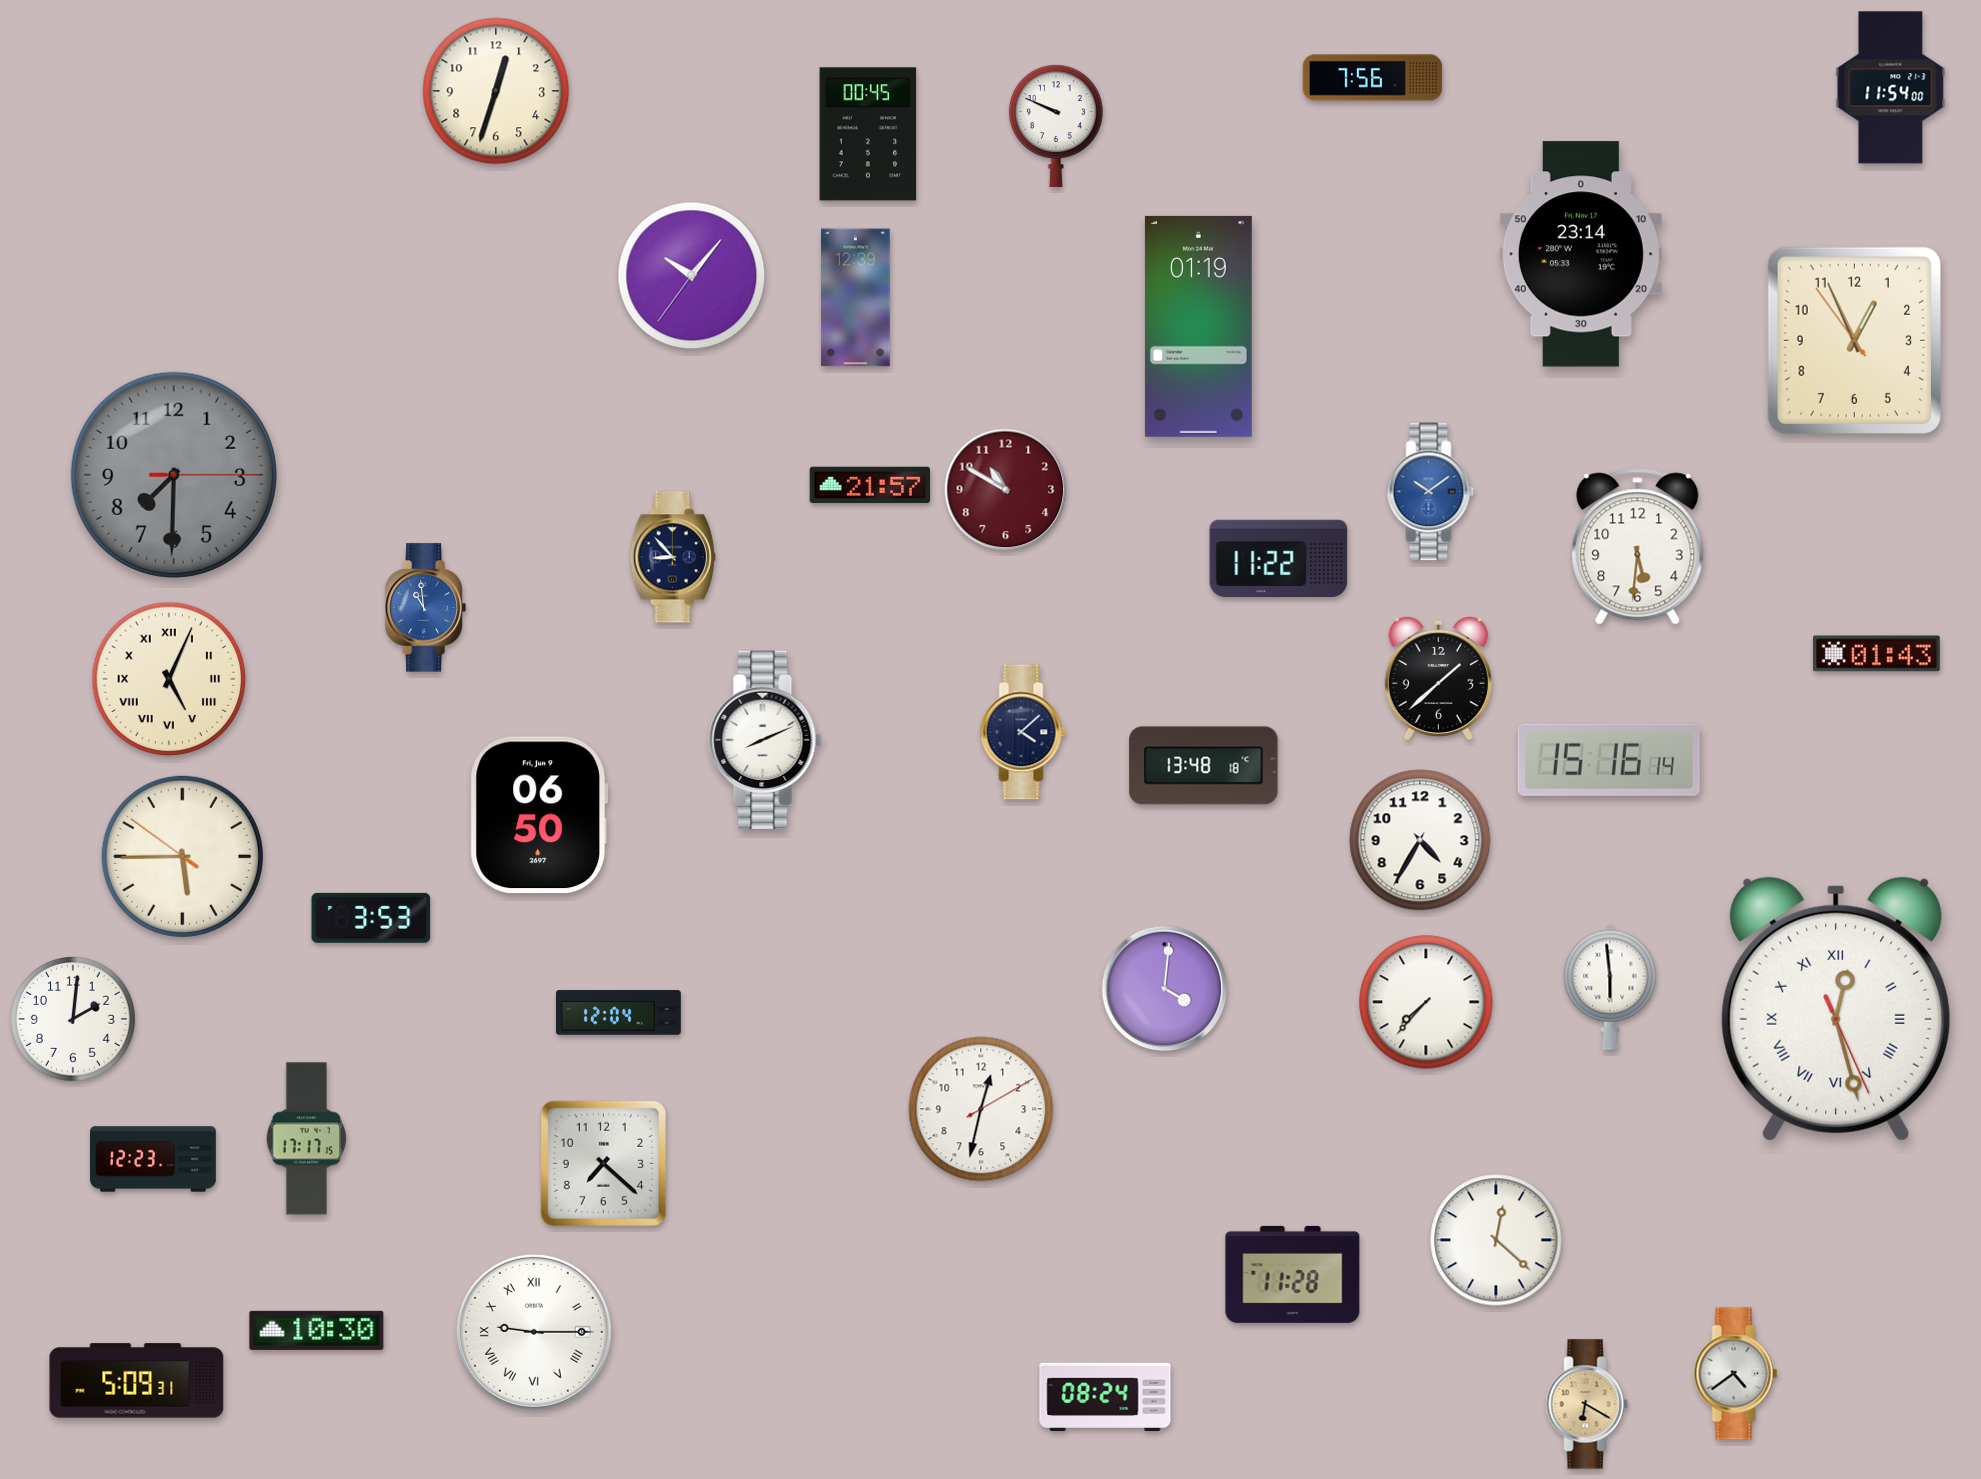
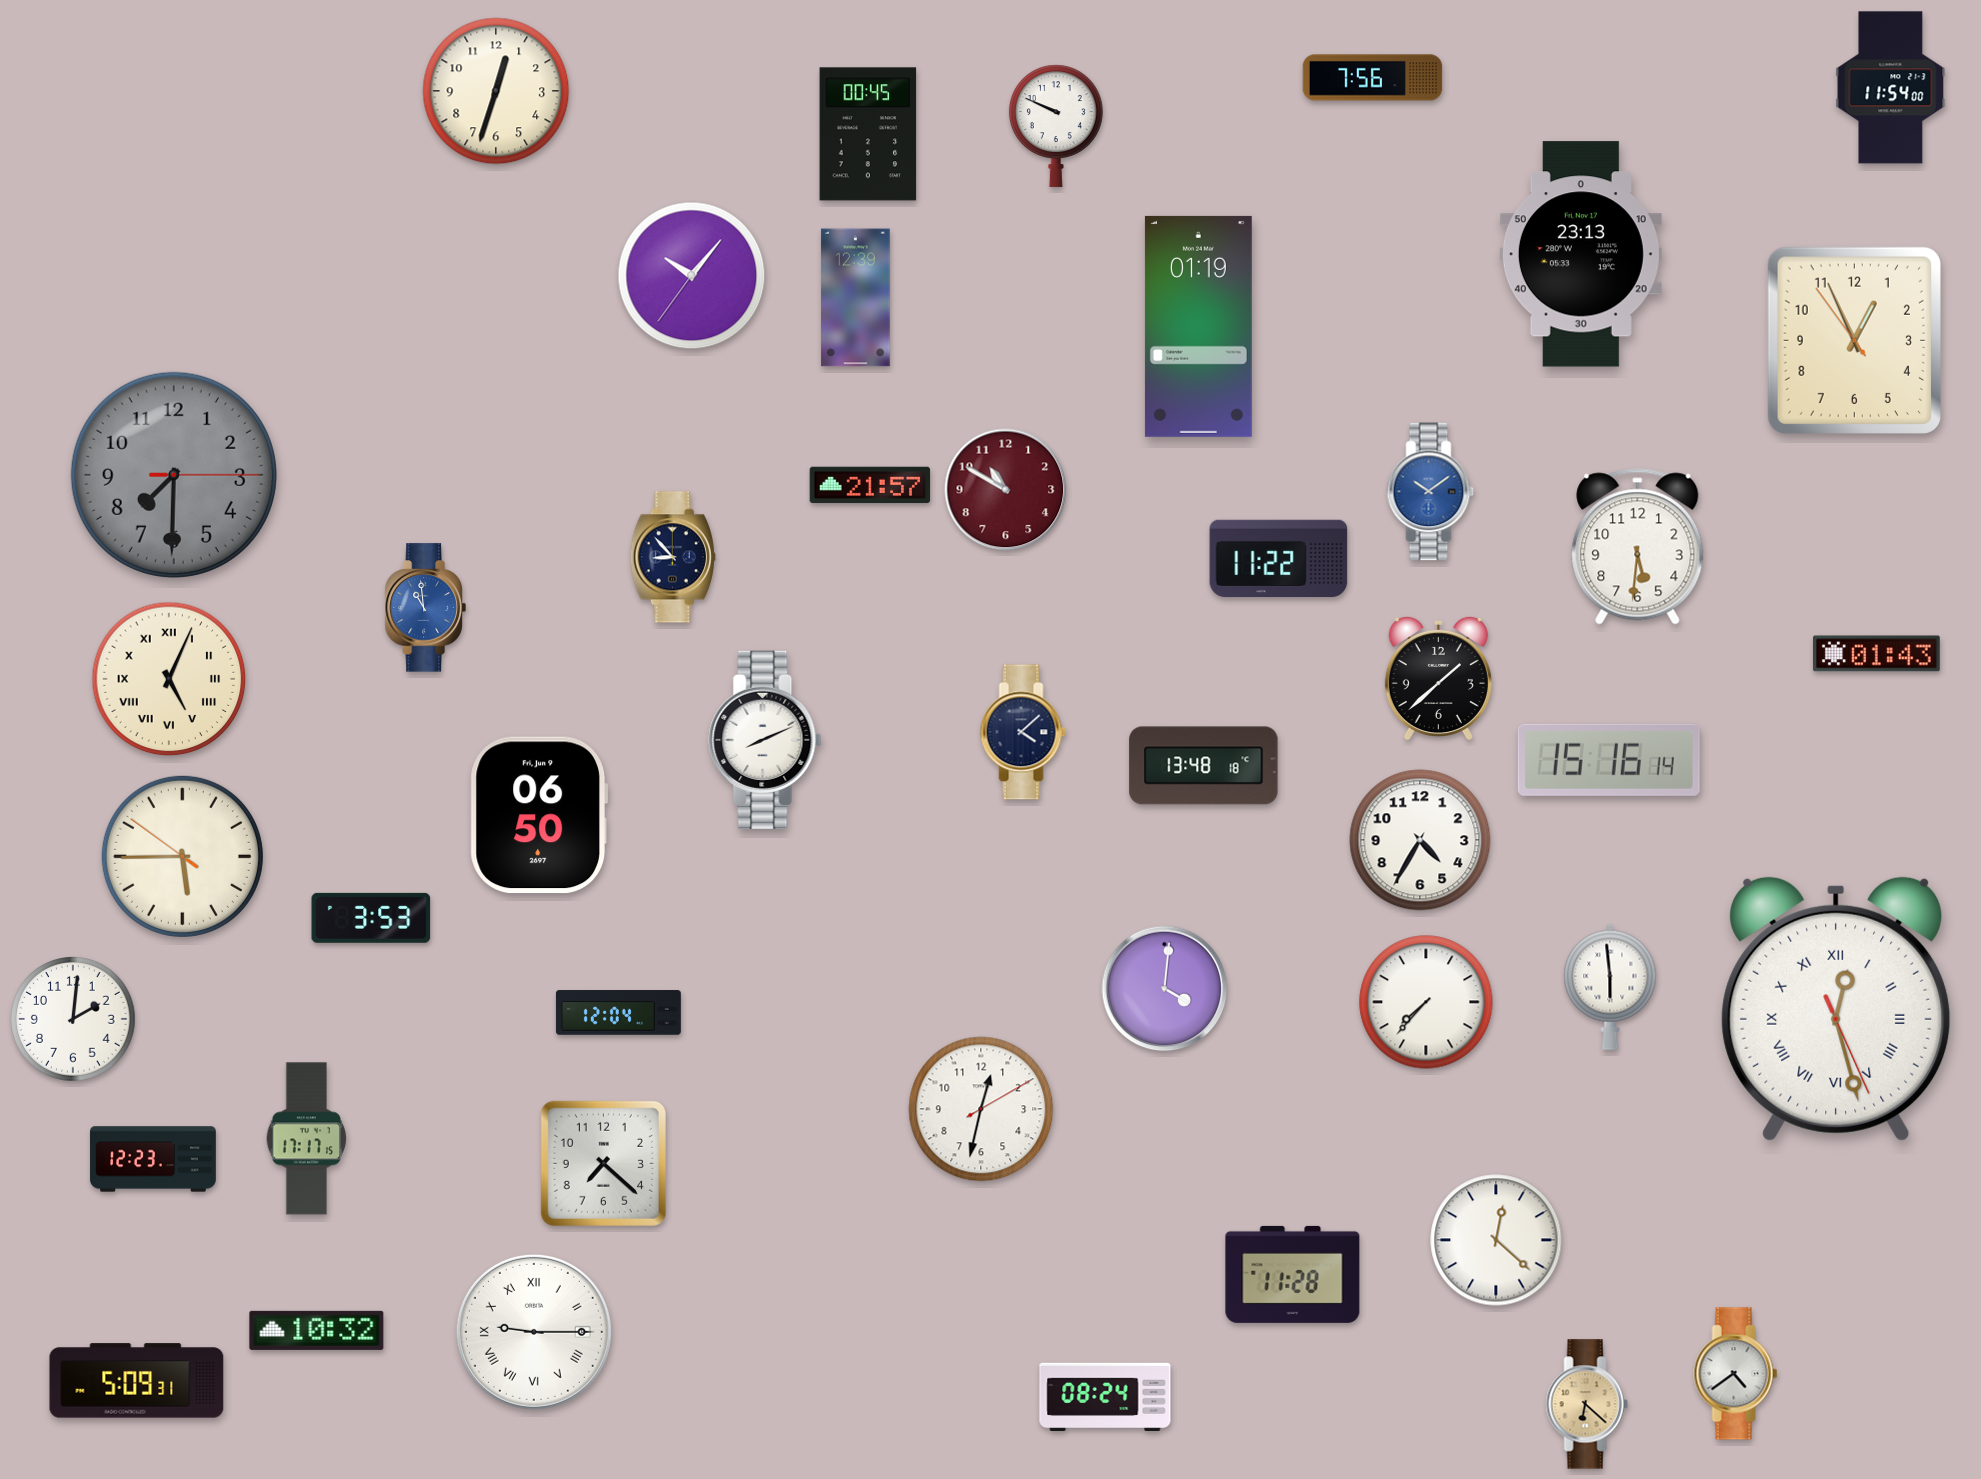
clock at (1581, 254): 23:14 -> 23:13
clock at (317, 1330): 10:30 -> 10:32
clock at (1587, 1404): 6:20 -> 6:22
